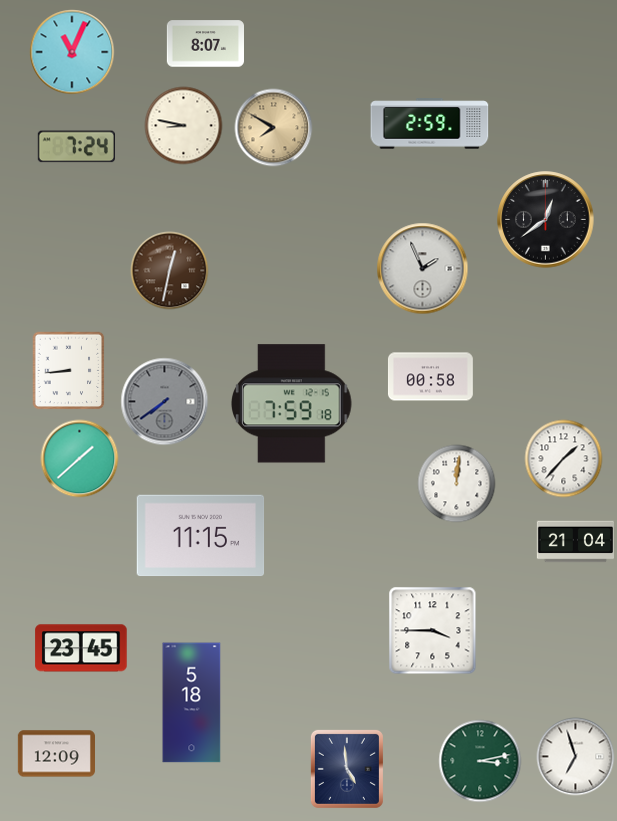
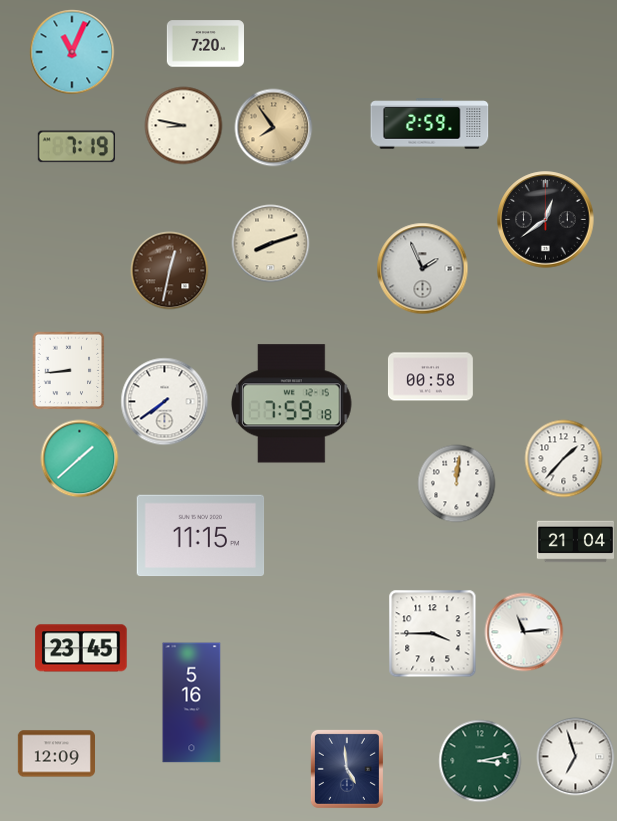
clock at (205, 44): 8:07 -> 7:20
clock at (273, 127): 7:50 -> 7:54
clock at (76, 147): 7:24 -> 7:19
clock at (270, 243): none -> 8:12
clock at (164, 401) dial: grey -> white
clock at (432, 630) position: (432, 630) -> (432, 633)
clock at (524, 632): none -> 11:14
clock at (192, 703): 5:18 -> 5:16
